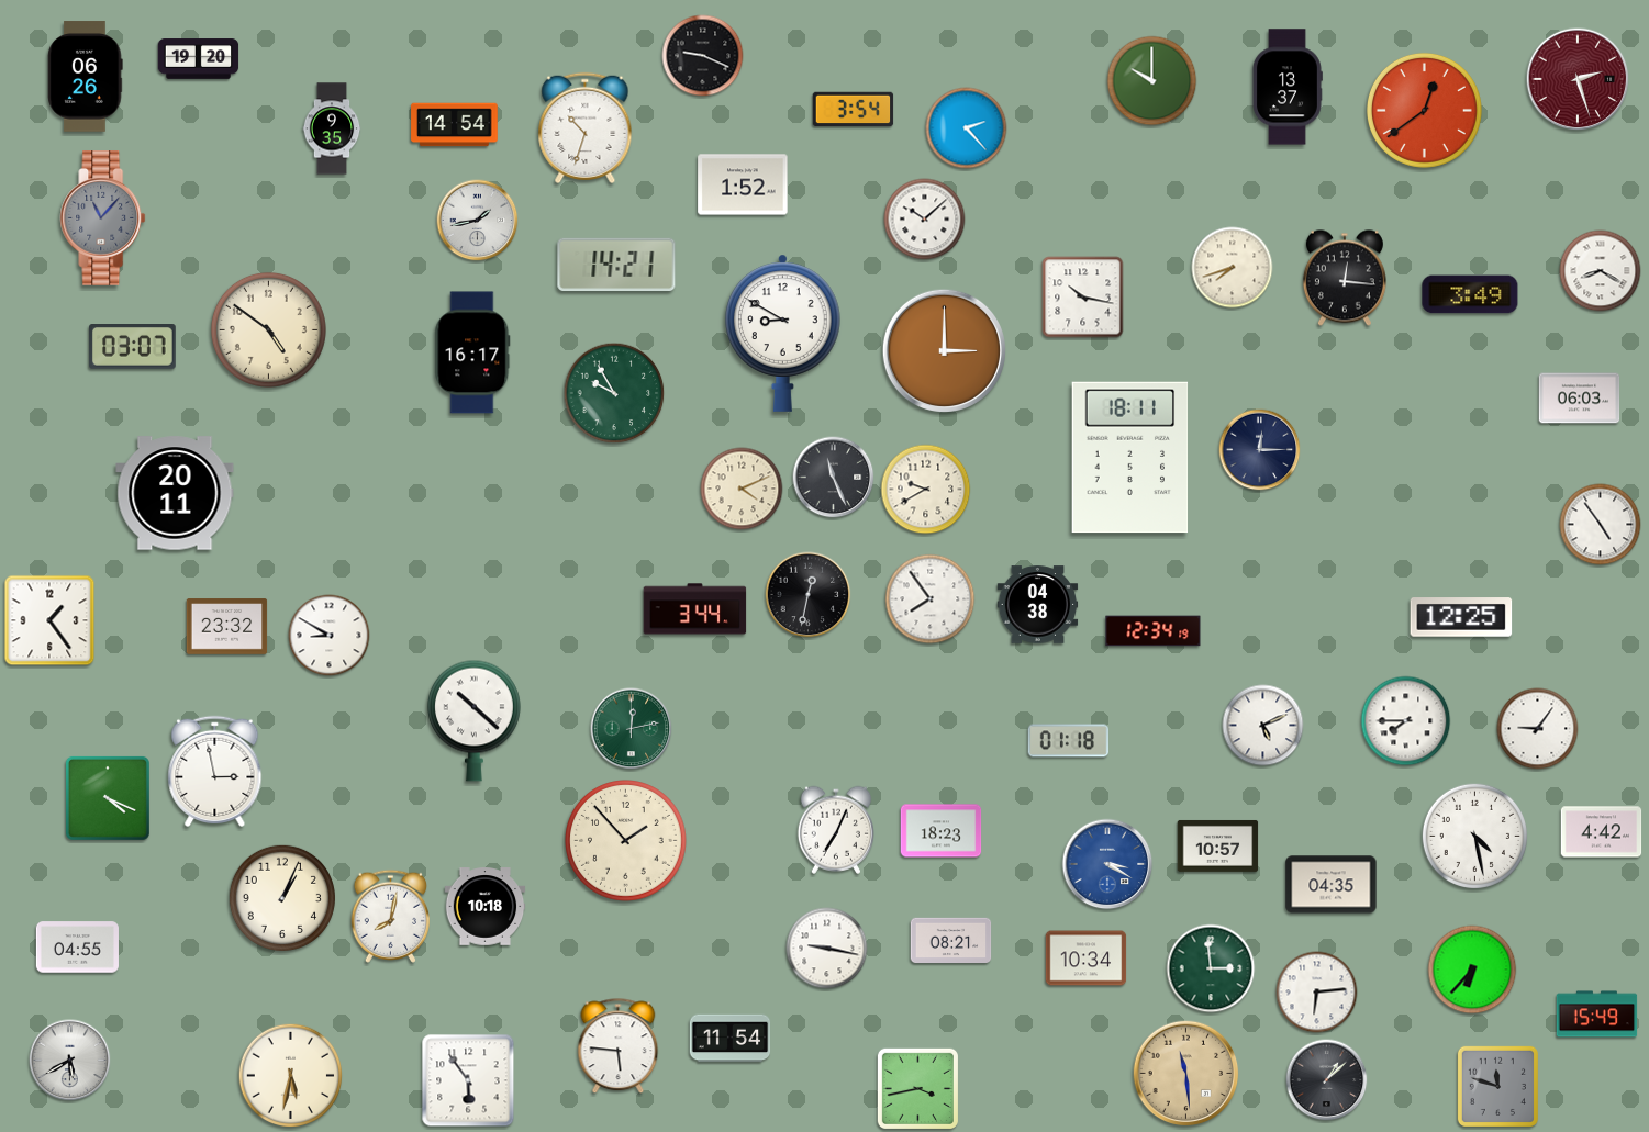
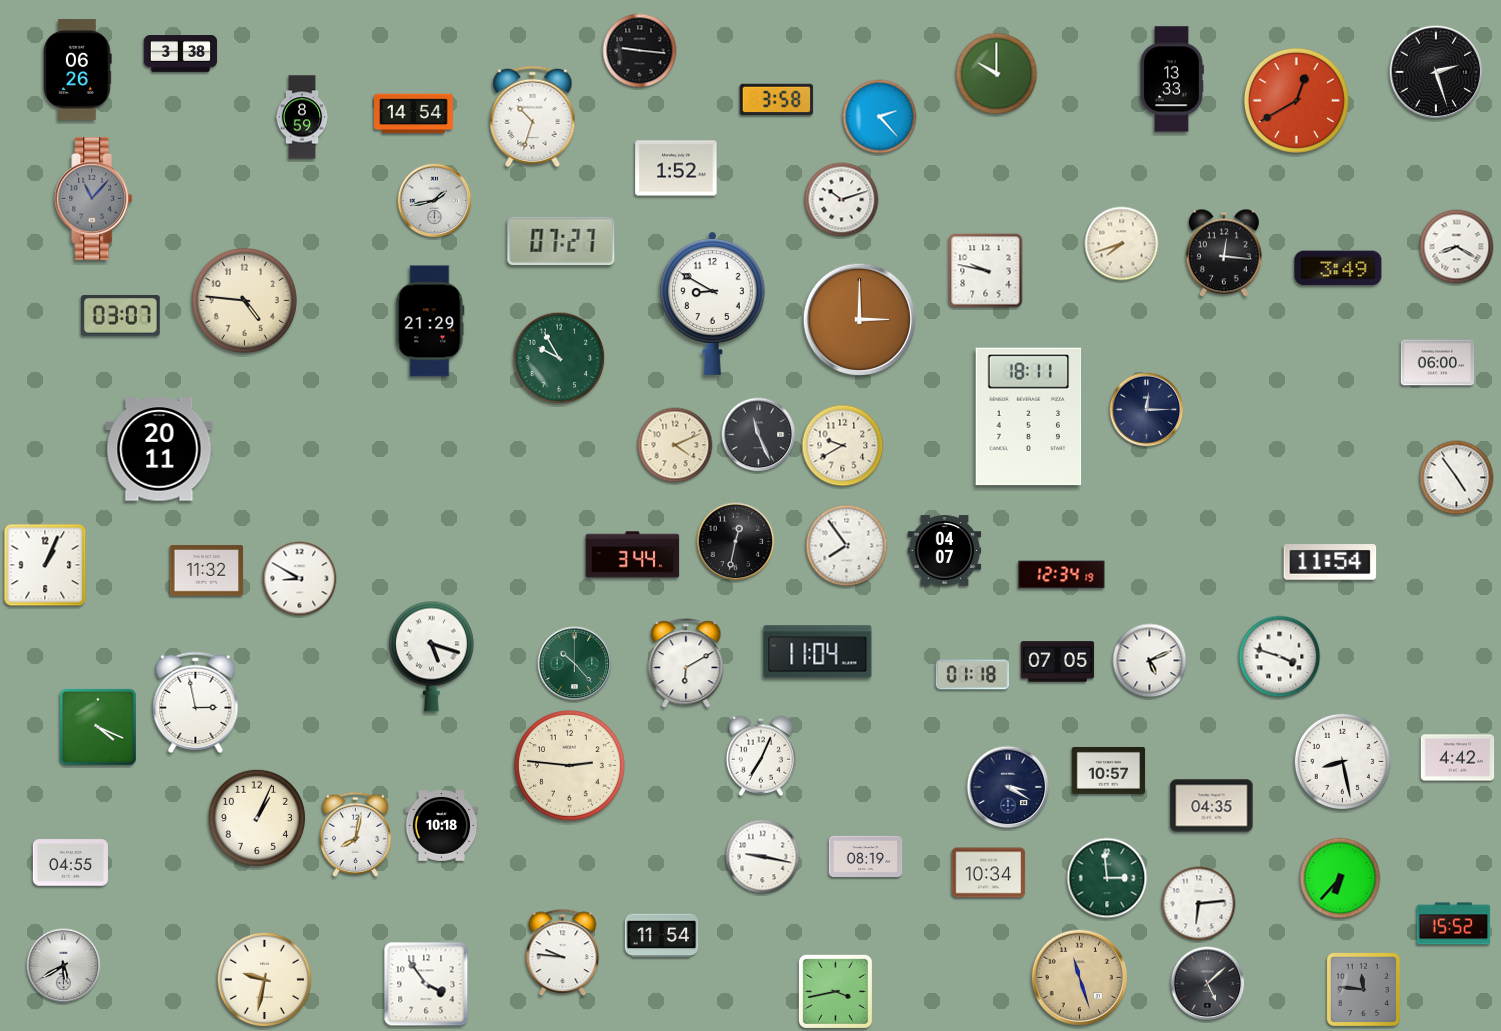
clock at (703, 56): 9:19 -> 9:16
clock at (199, 59): 19:20 -> 3:38
clock at (1578, 79) dial: burgundy -> black
clock at (1152, 81) position: (1152, 81) -> (997, 74)
clock at (1288, 87): 13:37 -> 13:33
clock at (854, 110): 3:54 -> 3:58
clock at (1424, 110): 12:39 -> 12:40
clock at (332, 128): 9:35 -> 8:59
clock at (925, 220): 10:08 -> 10:12
clock at (616, 264): 14:21 -> 07:27
clock at (1083, 298): 10:17 -> 9:47
clock at (268, 329): 4:51 -> 4:46
clock at (472, 352): 16:17 -> 21:29
clock at (1580, 399): 06:03 -> 06:00
clock at (1038, 605): 04:38 -> 04:07
clock at (1461, 617): 12:25 -> 11:54
clock at (49, 620): 1:24 -> 1:04
clock at (227, 627): 23:32 -> 11:32
clock at (1154, 631) position: (1154, 631) -> (1062, 575)
clock at (818, 652): none -> 11:04
clock at (473, 720): 10:22 -> 5:18
clock at (1406, 721): 7:45 -> 3:48
clock at (1058, 662): none -> 07:05
clock at (632, 729): 12:13 -> 10:23
clock at (686, 664): none -> 6:10
clock at (1538, 729): 9:06 -> none
clock at (942, 831): 18:23 -> none
clock at (1474, 836): 4:28 -> 8:28
clock at (626, 841): 1:53 -> 2:46
clock at (1107, 864) dial: blue -> navy
clock at (951, 941): 08:21 -> 08:19
clock at (827, 949) position: (827, 949) -> (763, 857)
clock at (1211, 968) position: (1211, 968) -> (1107, 878)
clock at (1472, 970) position: (1472, 970) -> (1340, 878)
clock at (1597, 1015): 15:49 -> 15:52
clock at (731, 1039) position: (731, 1039) -> (662, 936)
clock at (619, 1046): 5:46 -> 9:46
clock at (1186, 1074): 11:29 -> 11:27
clock at (291, 1076): 5:32 -> 9:32
clock at (468, 1080): 5:54 -> 3:54
clock at (1327, 1080): 1:08 -> 5:08
clock at (1497, 1086): 11:48 -> 11:46
